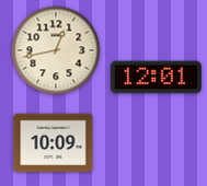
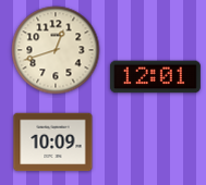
clock at (56, 50): 12:43 -> 12:42
